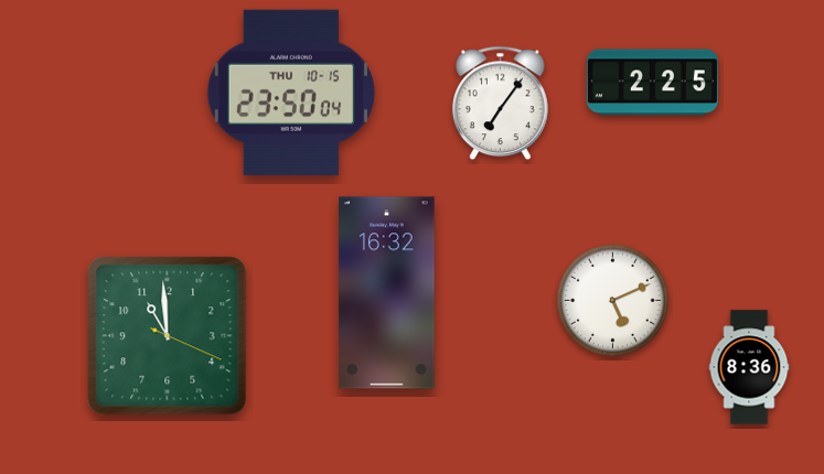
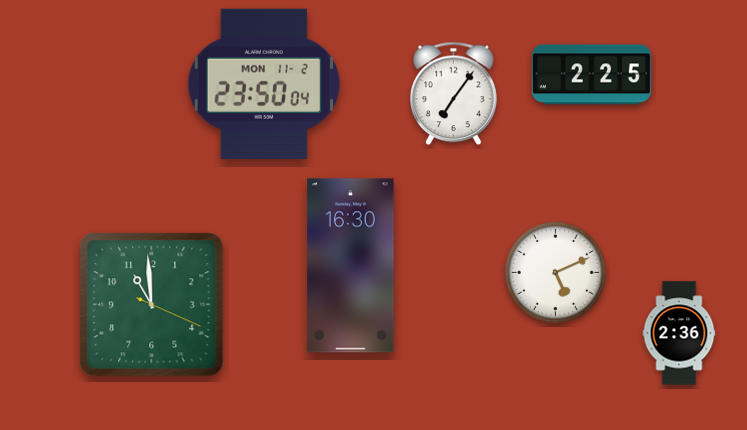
clock at (291, 93) date: THU 10-15 -> MON 11-2
clock at (387, 293): 16:32 -> 16:30
clock at (749, 367): 8:36 -> 2:36
